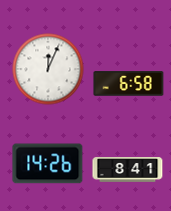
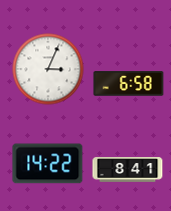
clock at (48, 69): 12:04 -> 3:04
clock at (48, 164): 14:26 -> 14:22
